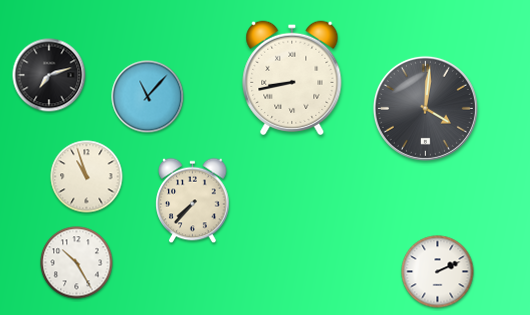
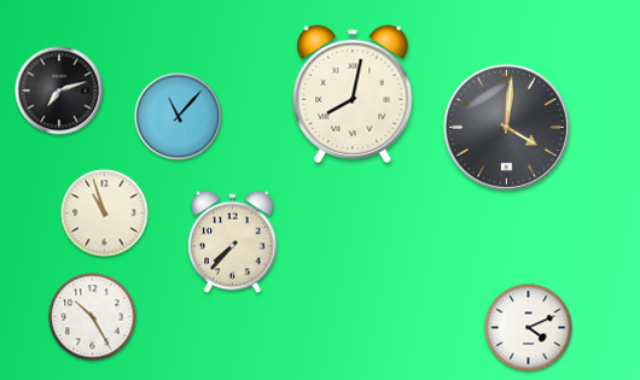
clock at (292, 78): 8:43 -> 8:02
clock at (425, 108) position: (425, 108) -> (506, 127)
clock at (438, 272): 2:11 -> 4:11
